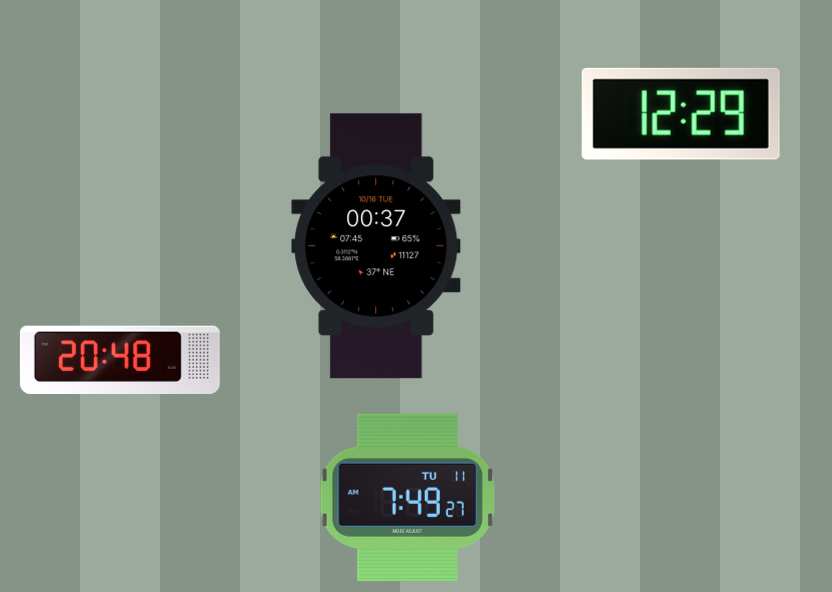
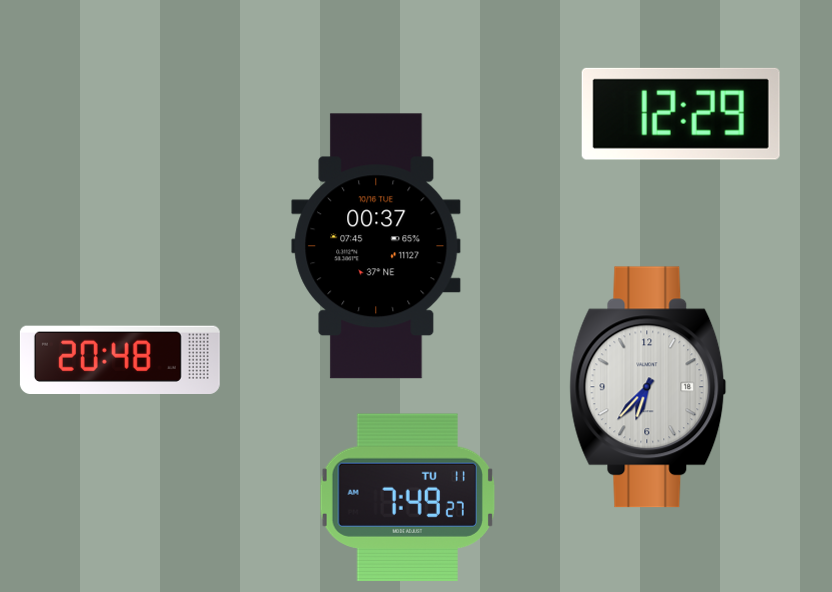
clock at (648, 387): none -> 6:37
